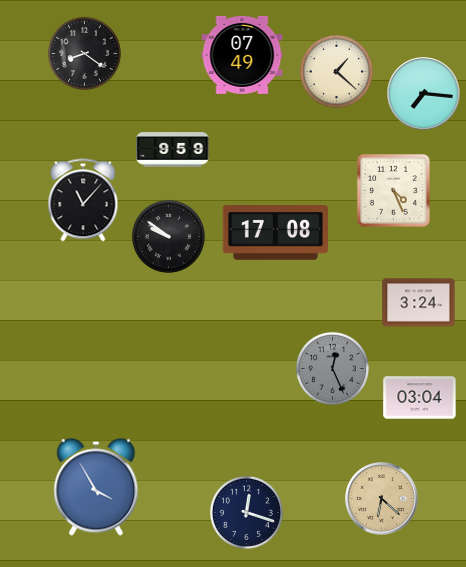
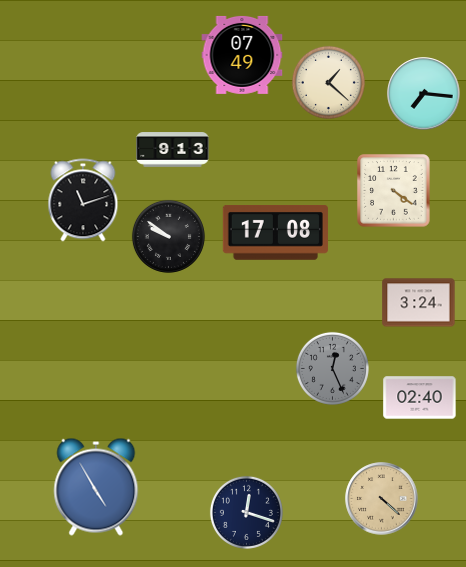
clock at (84, 53): 8:21 -> none
clock at (336, 71) position: (336, 71) -> (328, 82)
clock at (173, 150): 9:59 -> 9:13
clock at (394, 191): 4:26 -> 4:21
clock at (83, 200): 11:07 -> 11:12
clock at (420, 398): 03:04 -> 02:40
clock at (96, 487): 3:55 -> 4:55
clock at (382, 499): 6:22 -> 4:22
